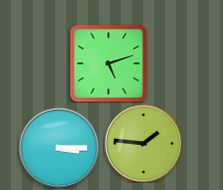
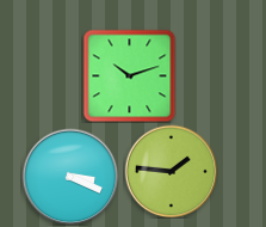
clock at (108, 63): 5:12 -> 10:12
clock at (59, 148): 3:15 -> 3:19
